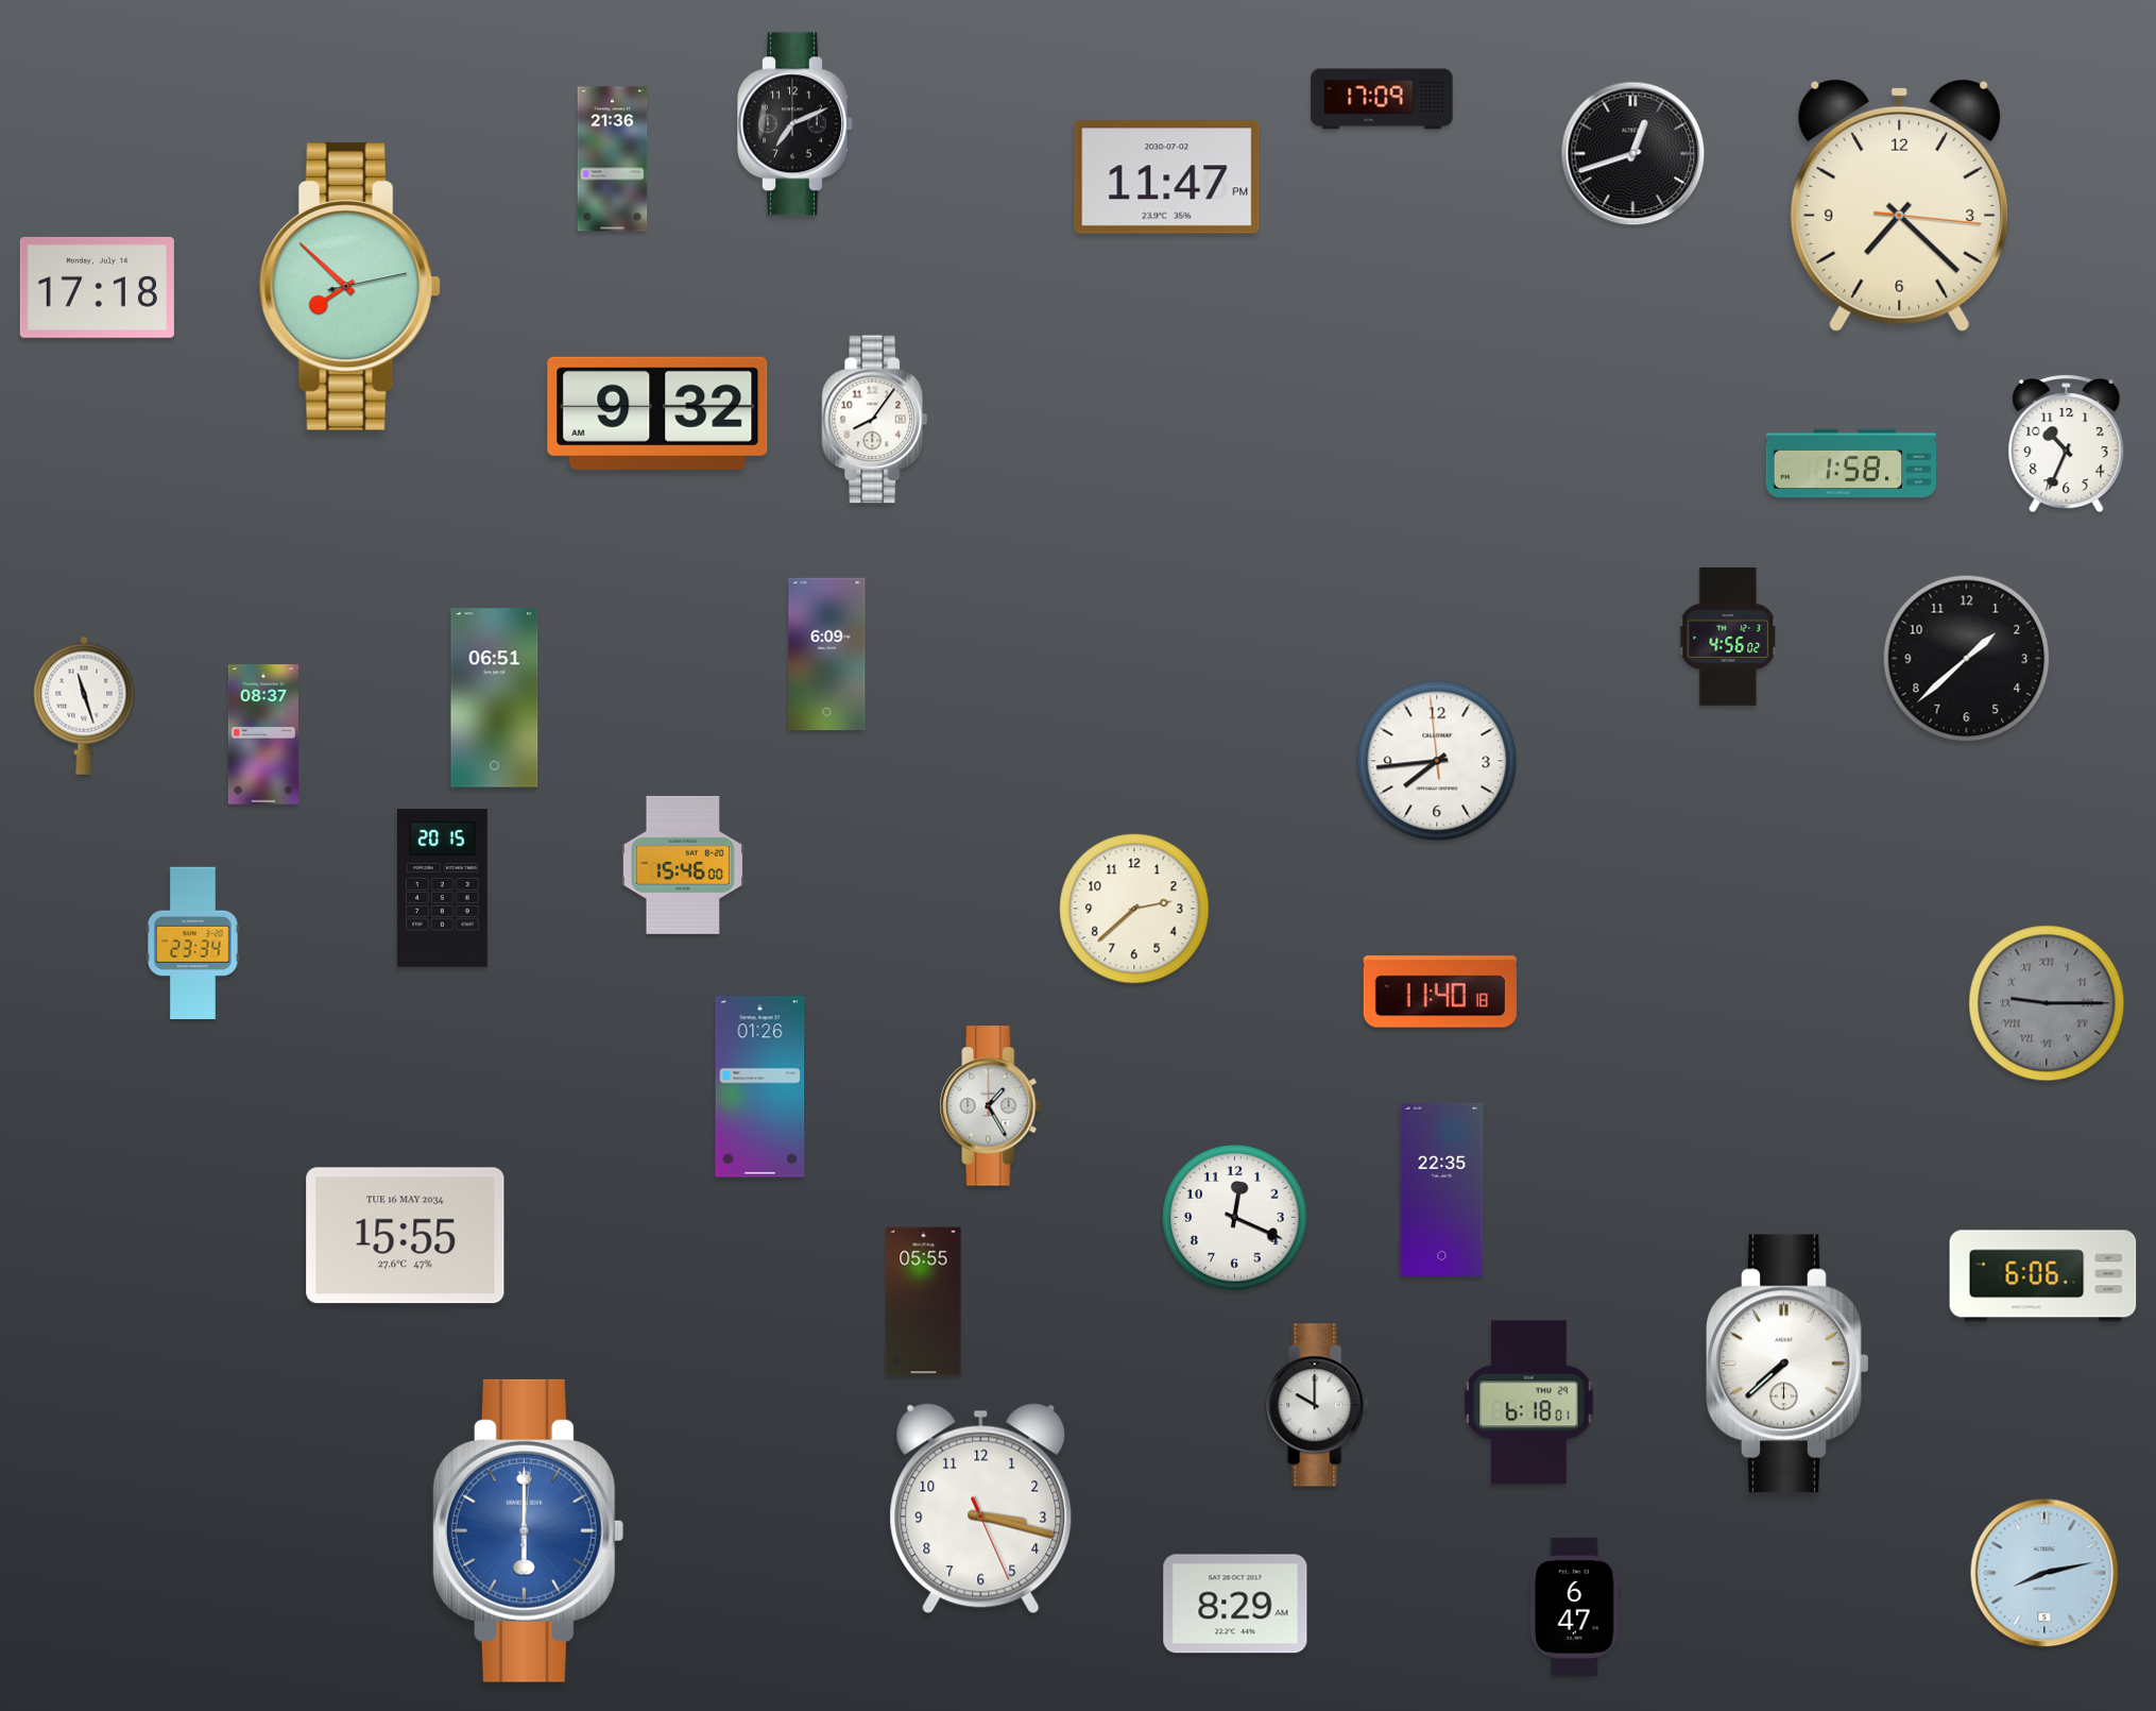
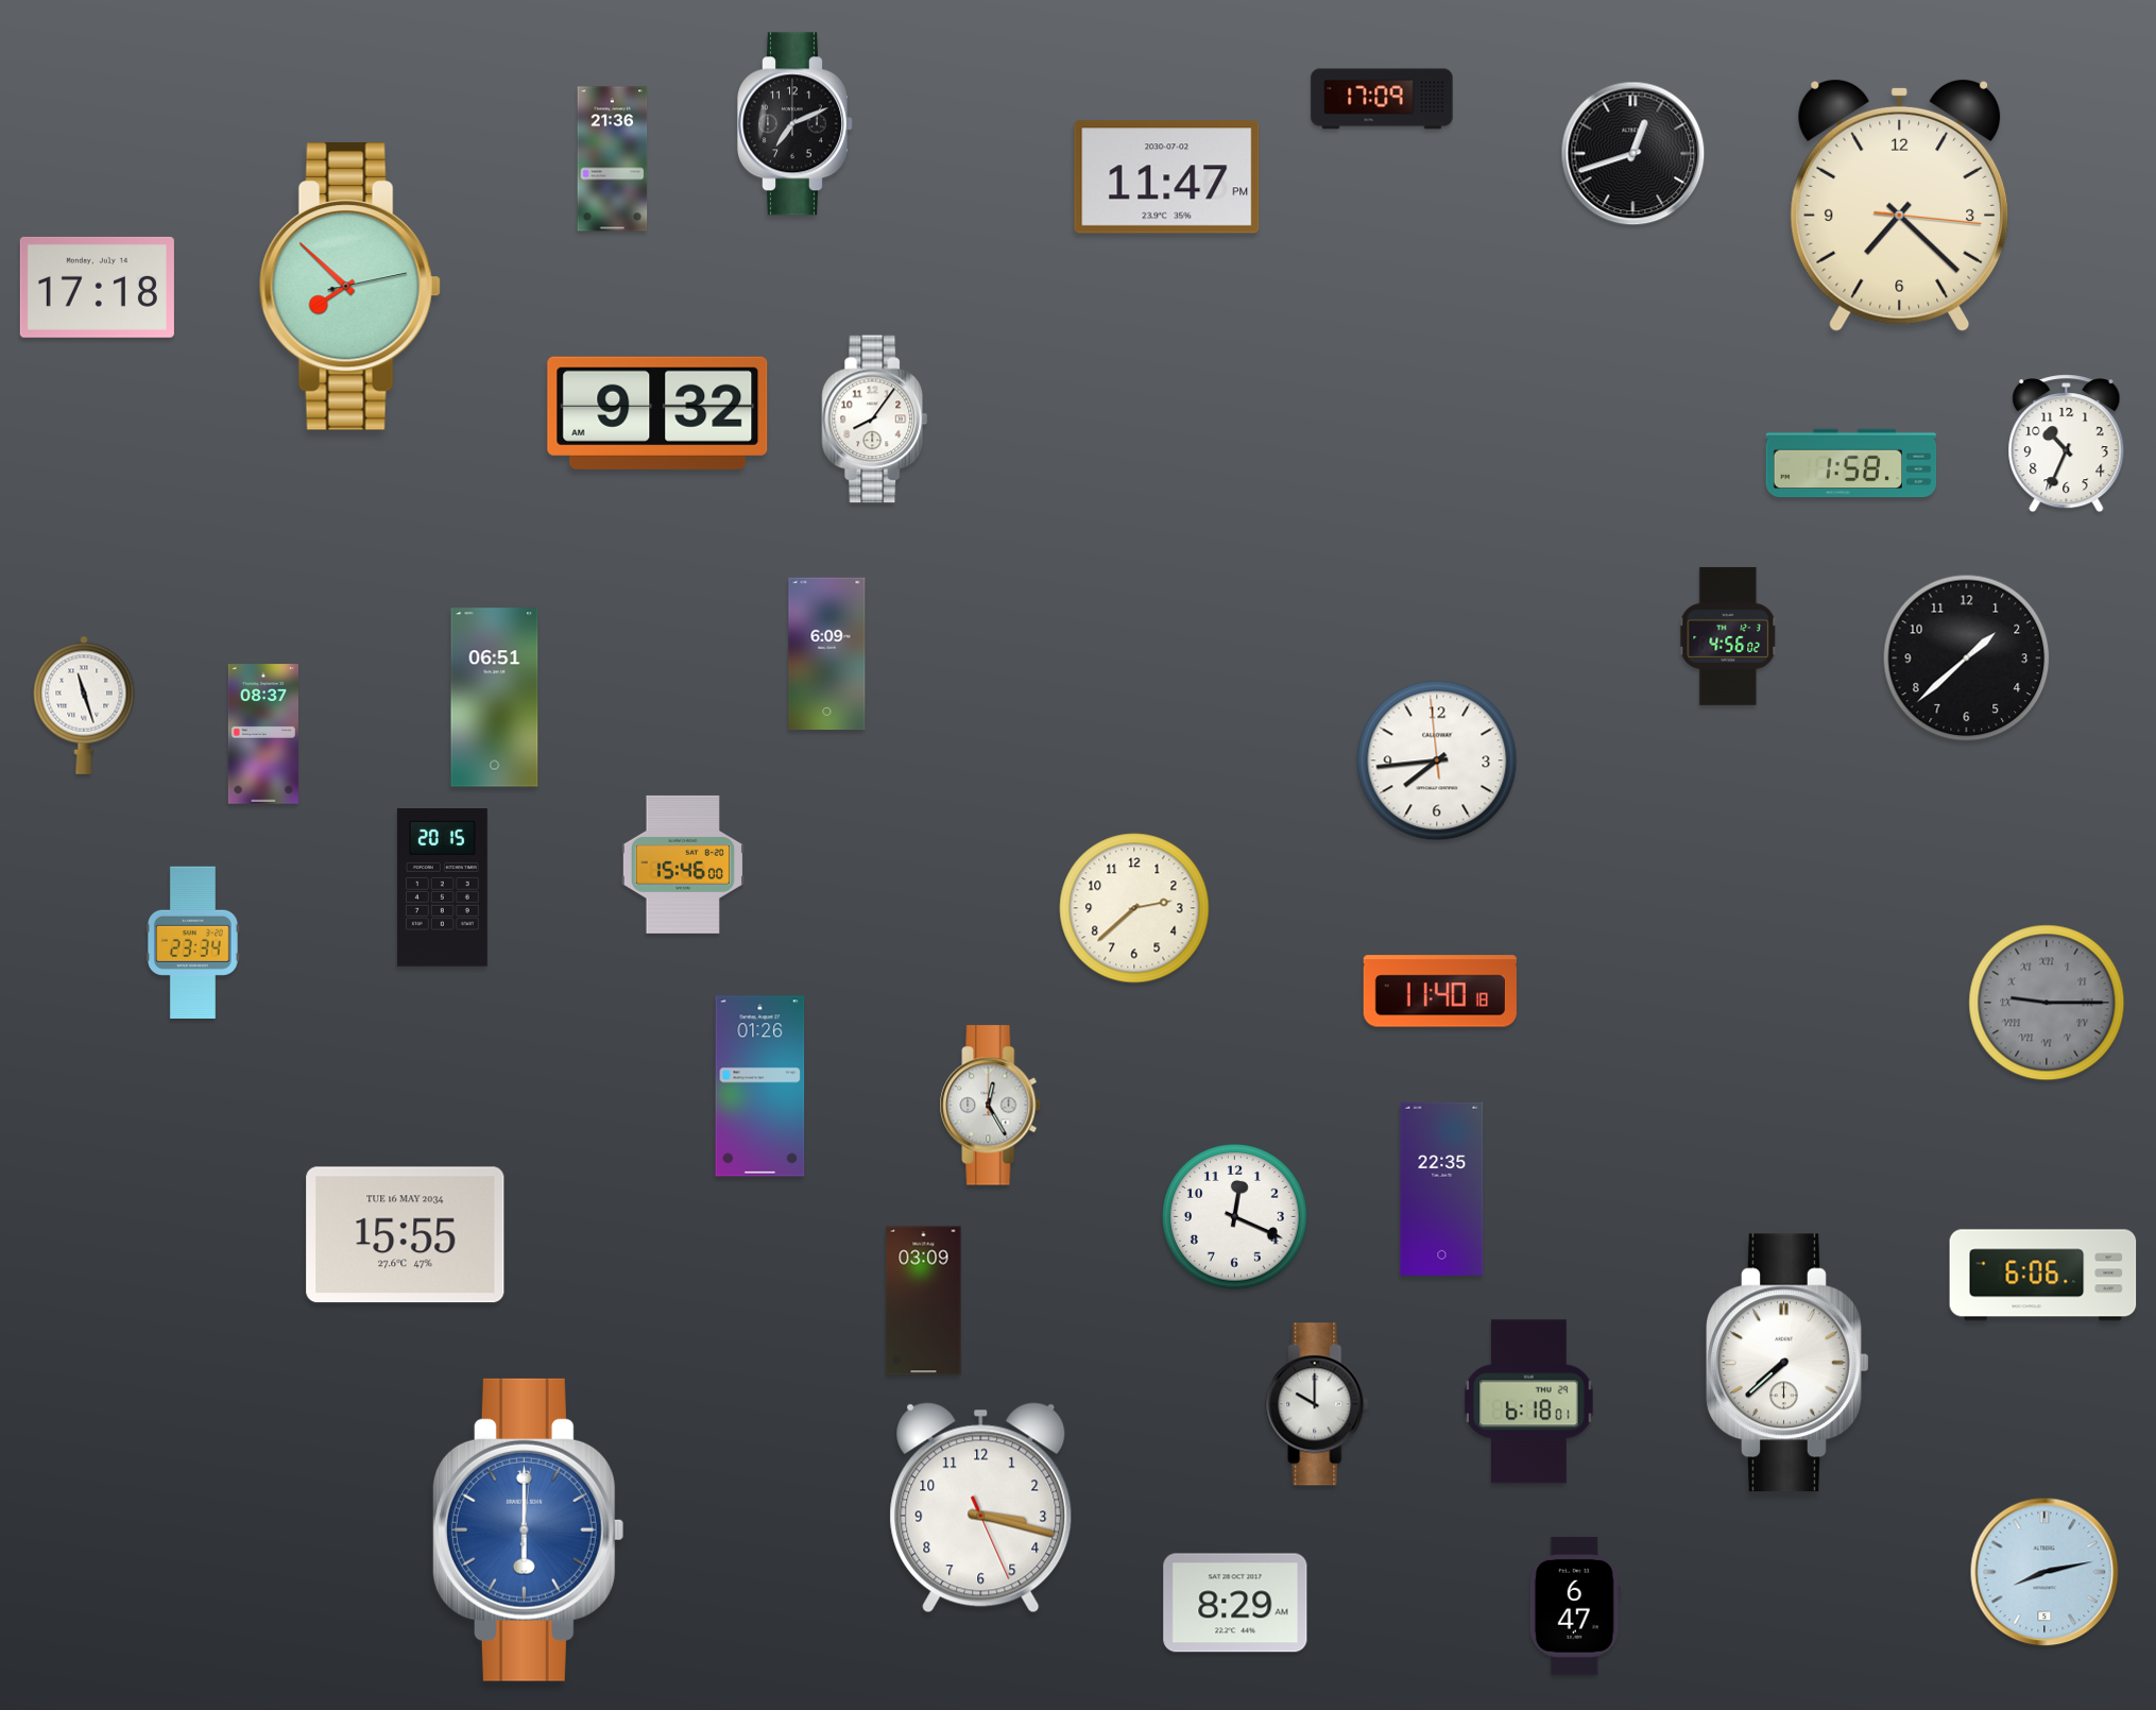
clock at (991, 1106): 1:25 -> 12:25
clock at (924, 1302): 05:55 -> 03:09
